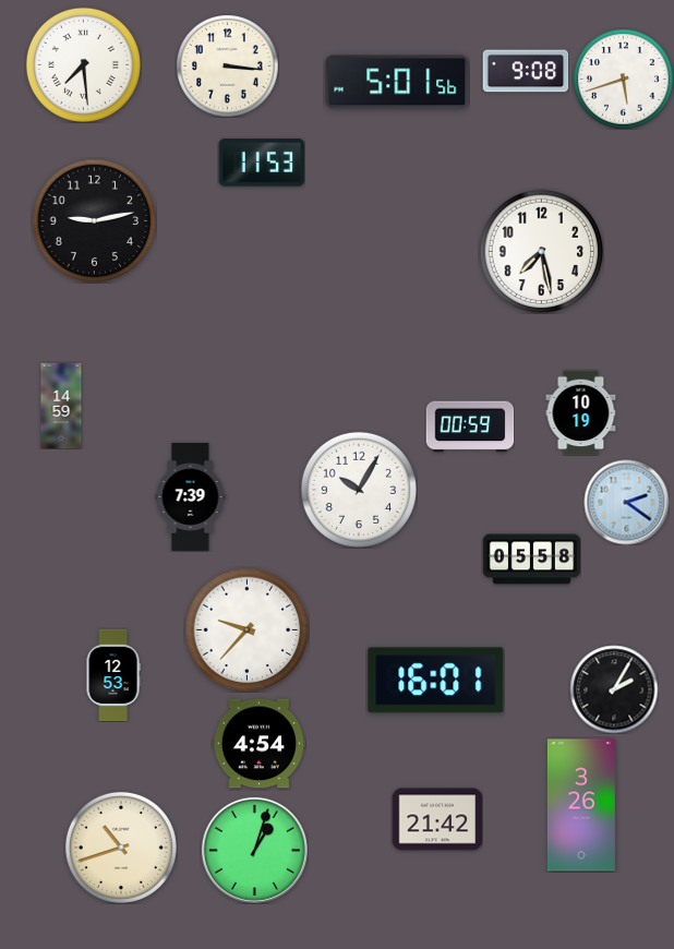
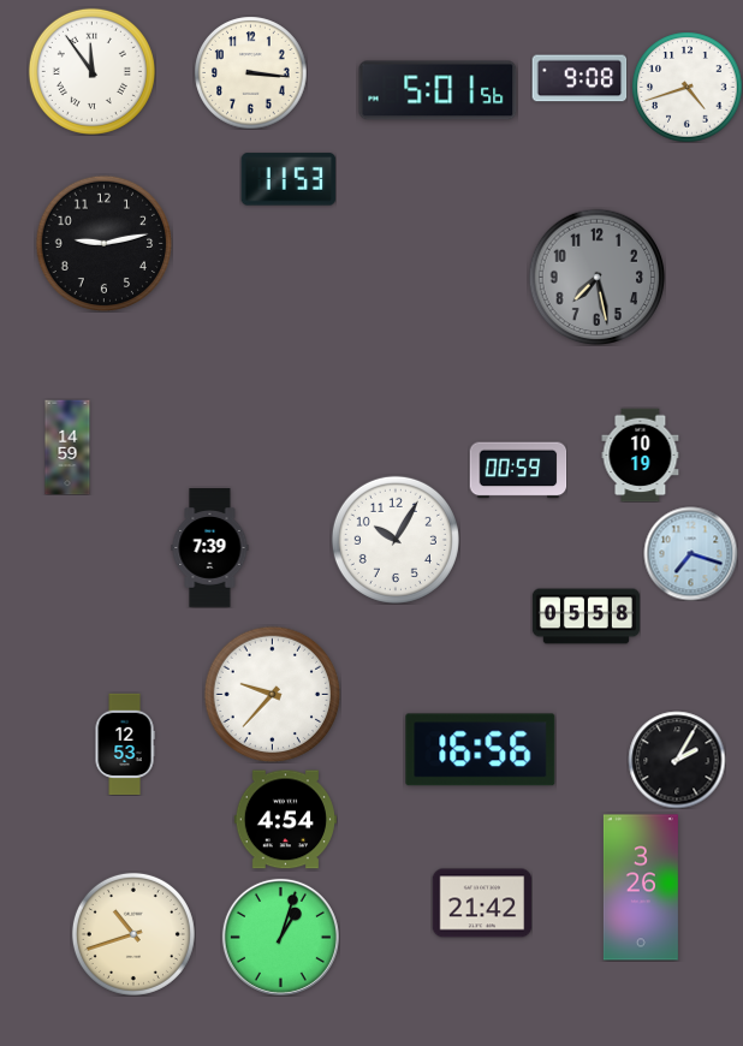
clock at (83, 64): 7:29 -> 11:54
clock at (623, 79): 5:42 -> 4:42
clock at (541, 251) dial: white -> grey
clock at (626, 502): 2:21 -> 7:18
clock at (436, 681): 16:01 -> 16:56
